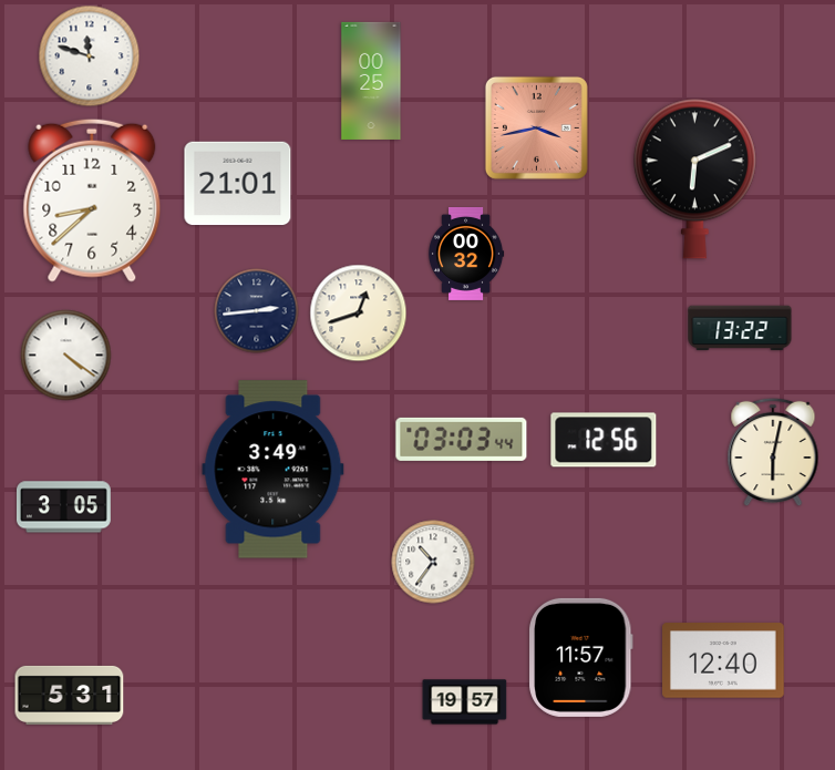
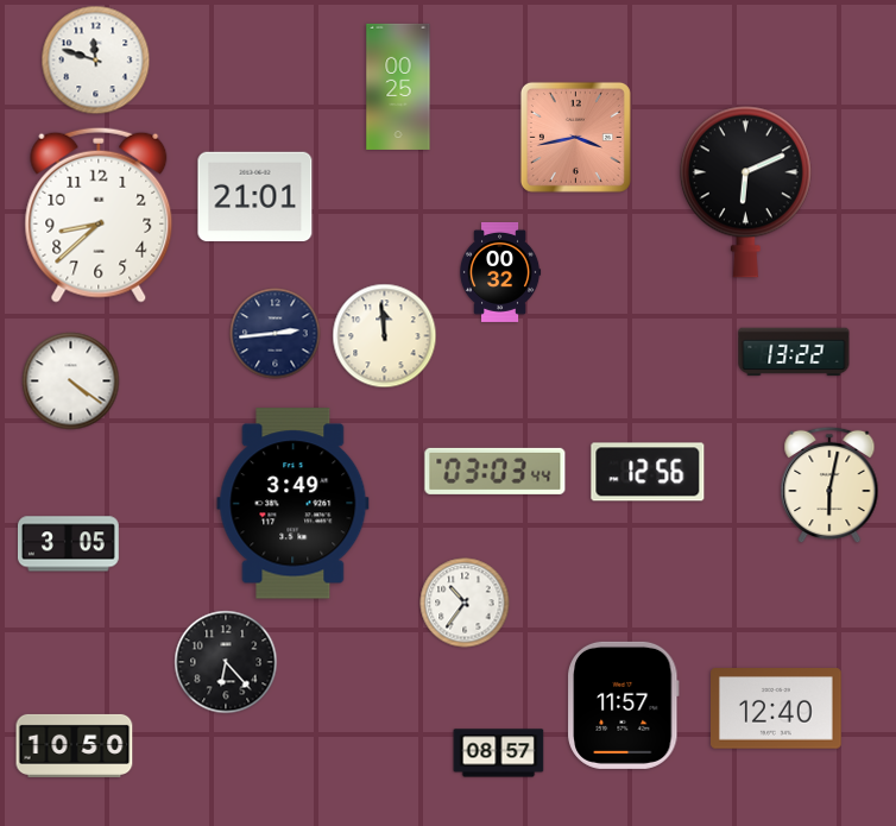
clock at (359, 314): 12:42 -> 11:59
clock at (226, 662): none -> 6:23
clock at (70, 695): 5:31 -> 10:50
clock at (465, 702): 19:57 -> 08:57
